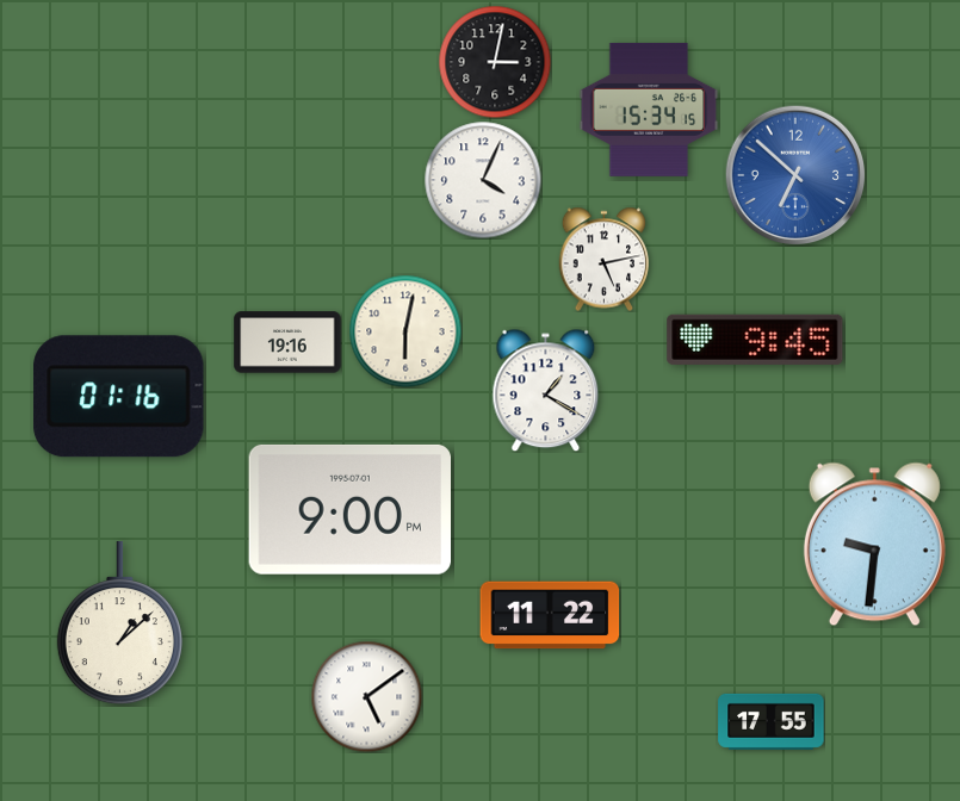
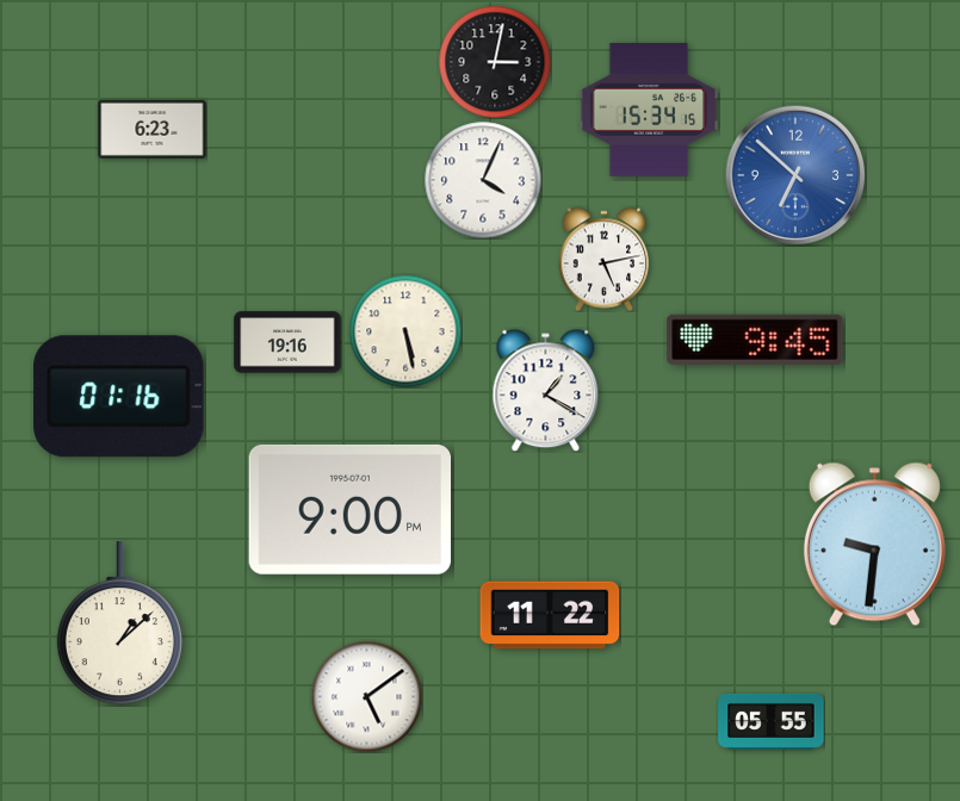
clock at (153, 129): none -> 6:23
clock at (405, 331): 6:02 -> 5:28
clock at (772, 721): 17:55 -> 05:55
